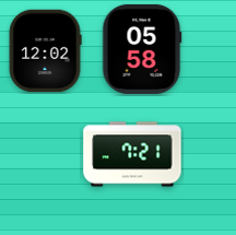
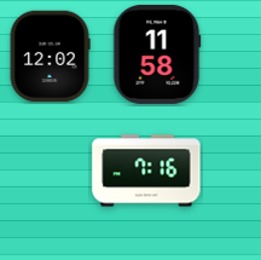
clock at (142, 49): 05:58 -> 11:58
clock at (132, 154): 7:21 -> 7:16
